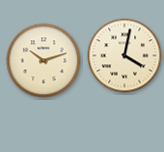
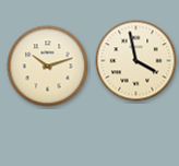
clock at (125, 56): 4:02 -> 3:58
